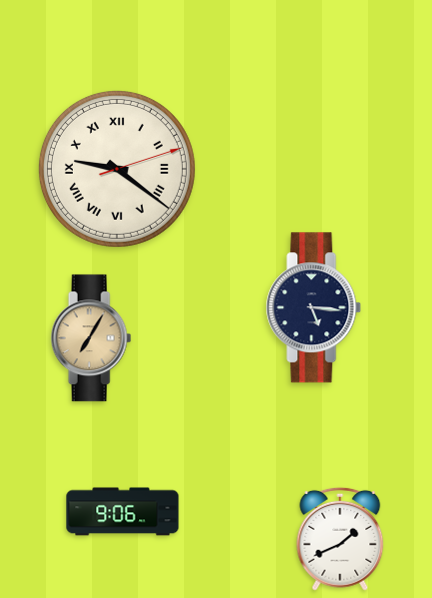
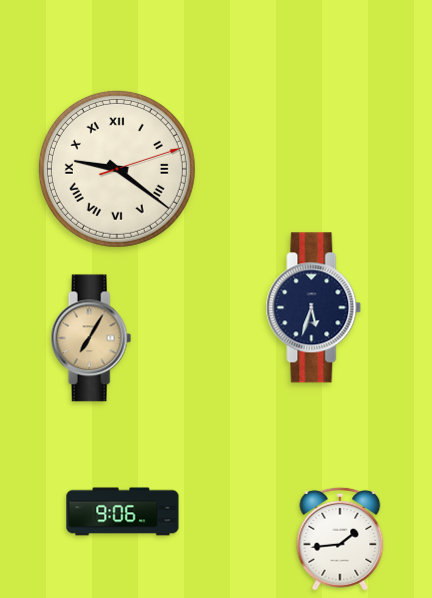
clock at (314, 308): 5:16 -> 5:33
clock at (340, 539): 1:41 -> 1:44
